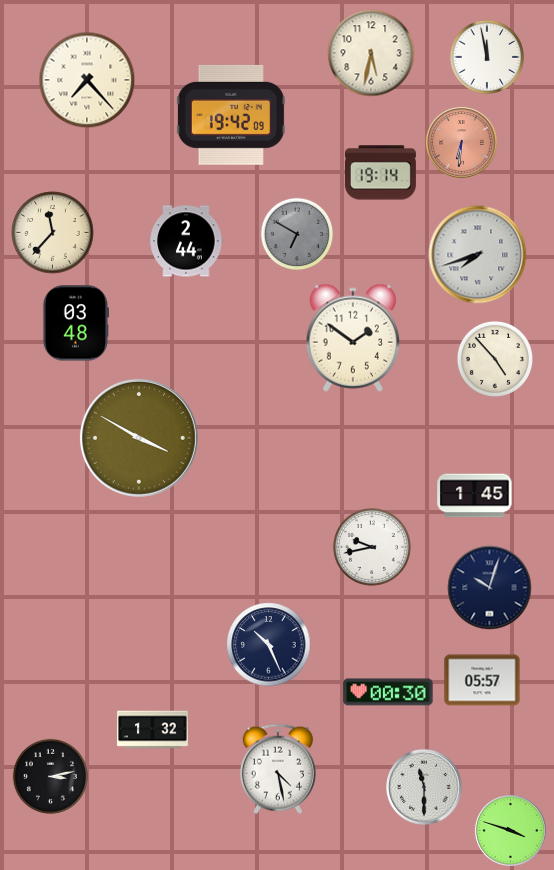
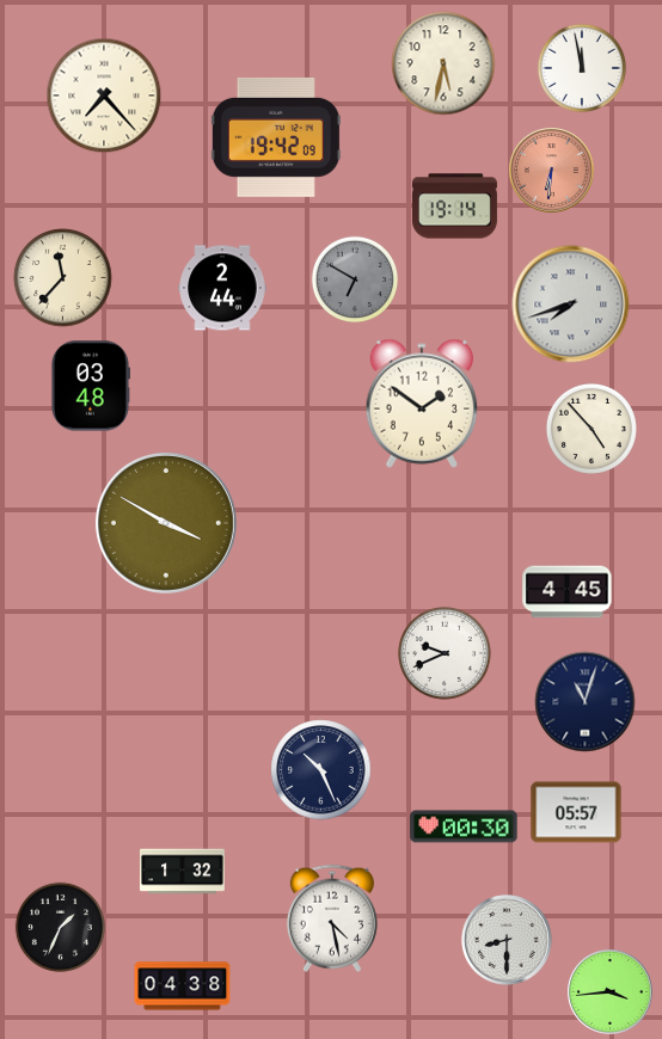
clock at (475, 496): 1:45 -> 4:45
clock at (372, 547): 9:43 -> 9:41
clock at (490, 588): 10:03 -> 11:03
clock at (50, 776): 3:13 -> 1:34
clock at (424, 787): 11:30 -> 8:30
clock at (183, 986): none -> 04:38
clock at (510, 830): 3:48 -> 3:44
